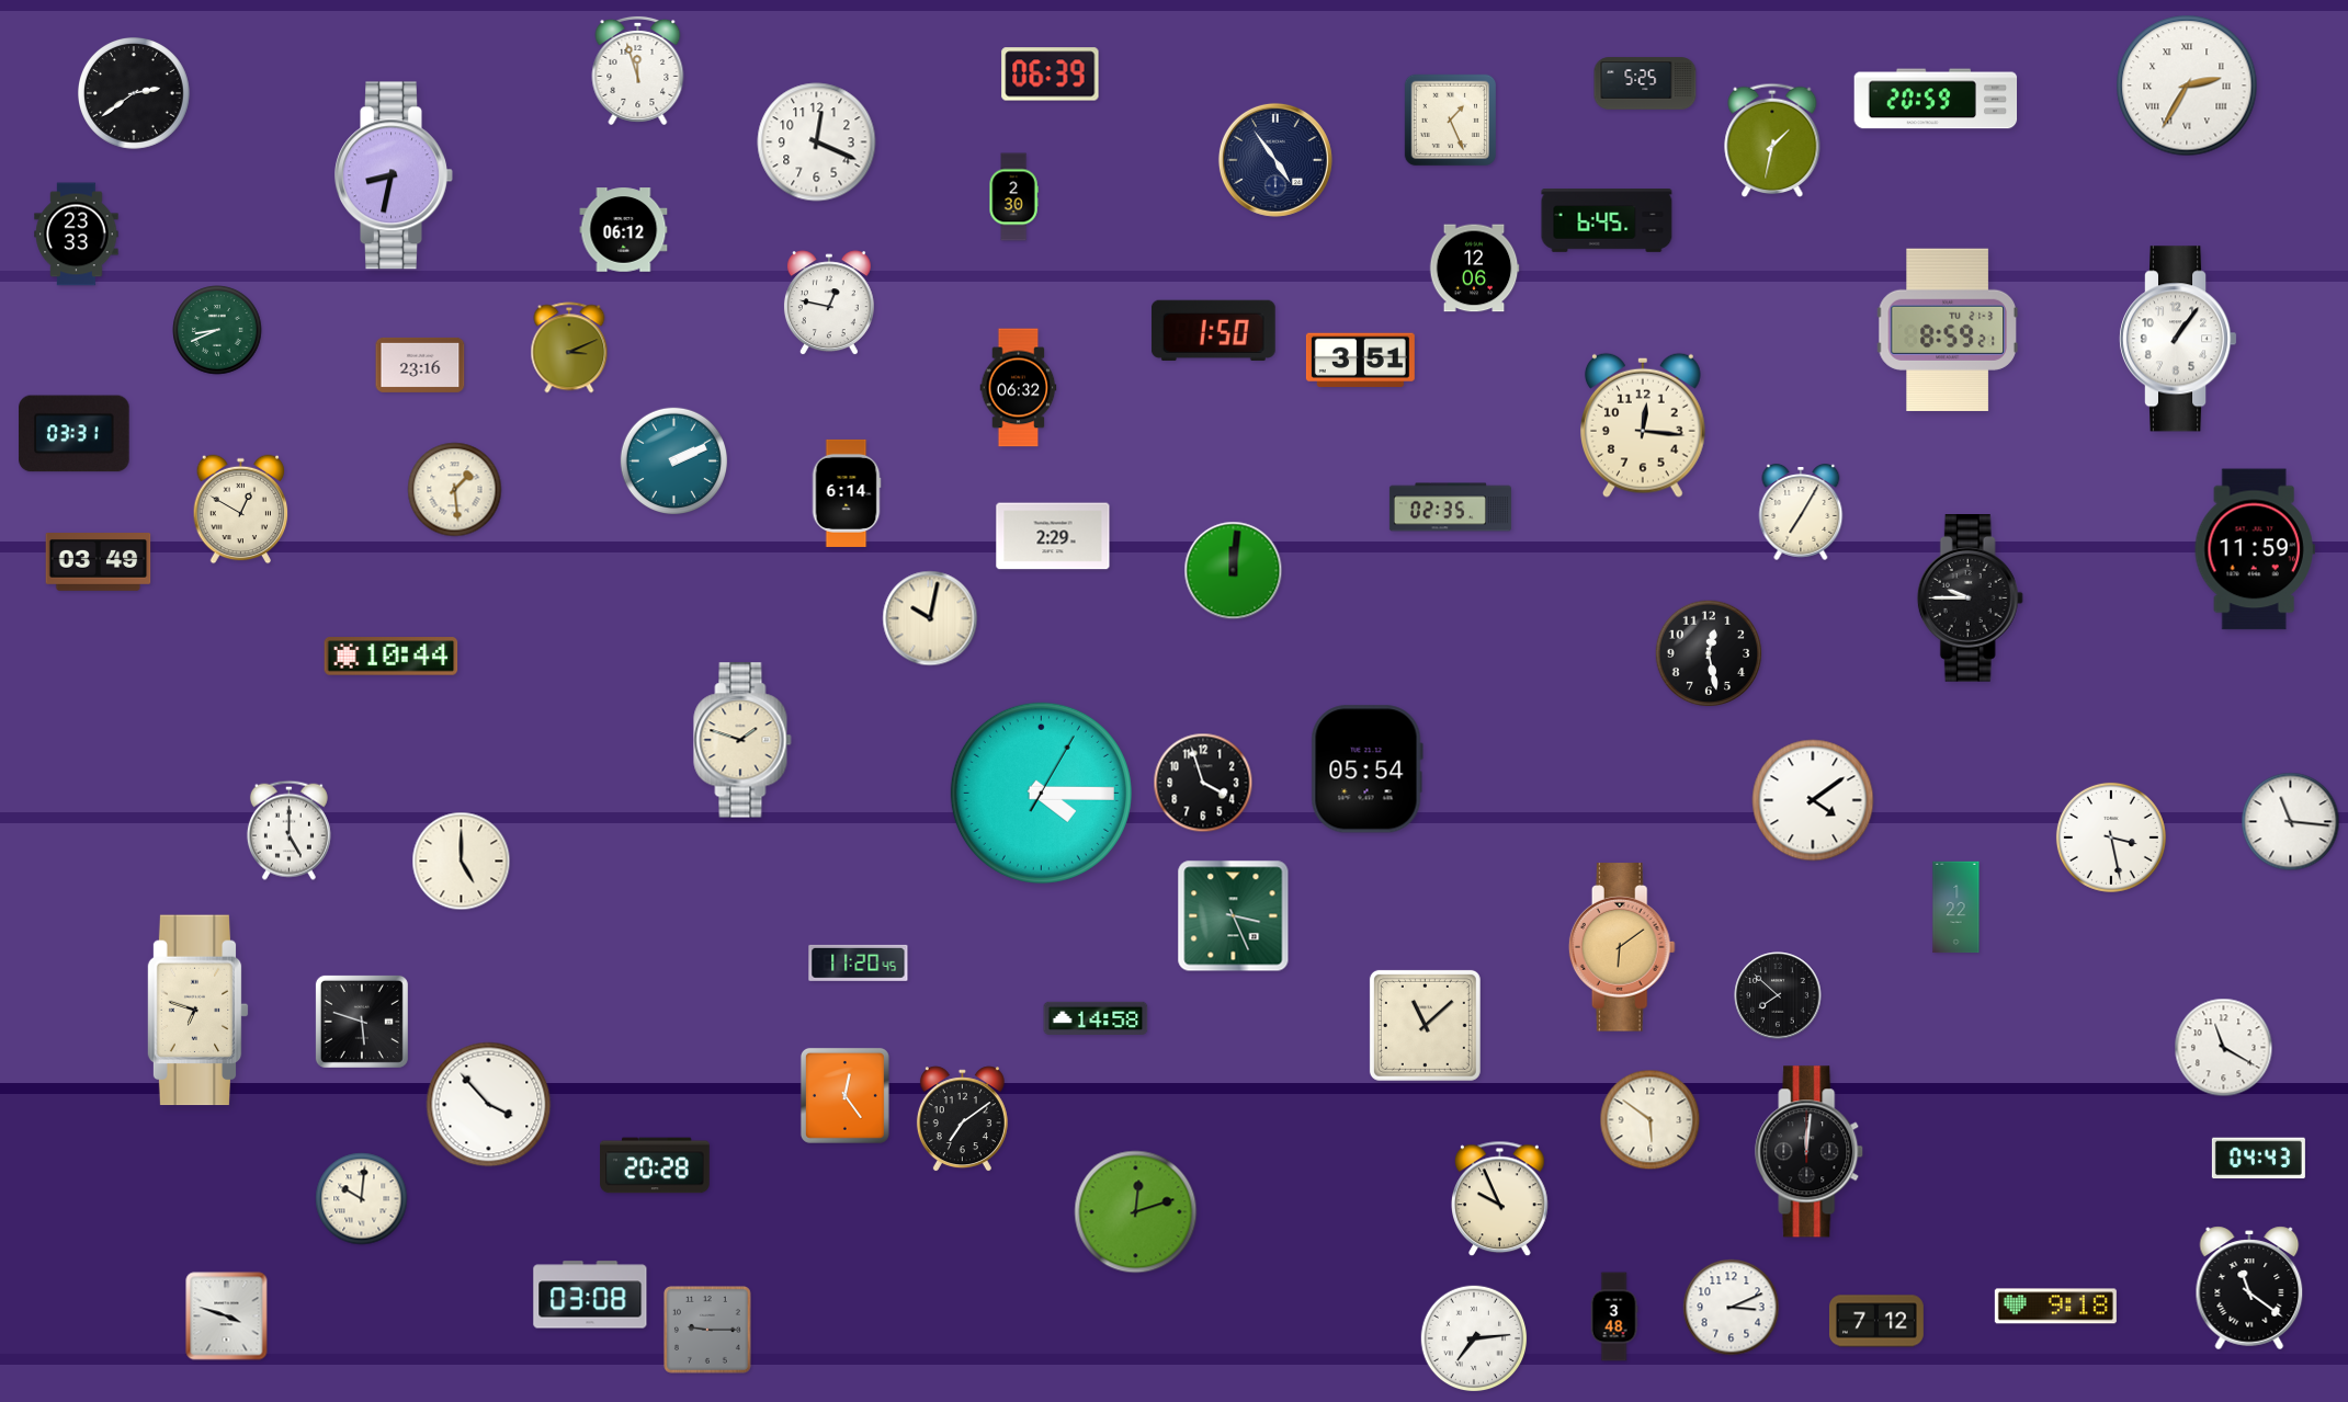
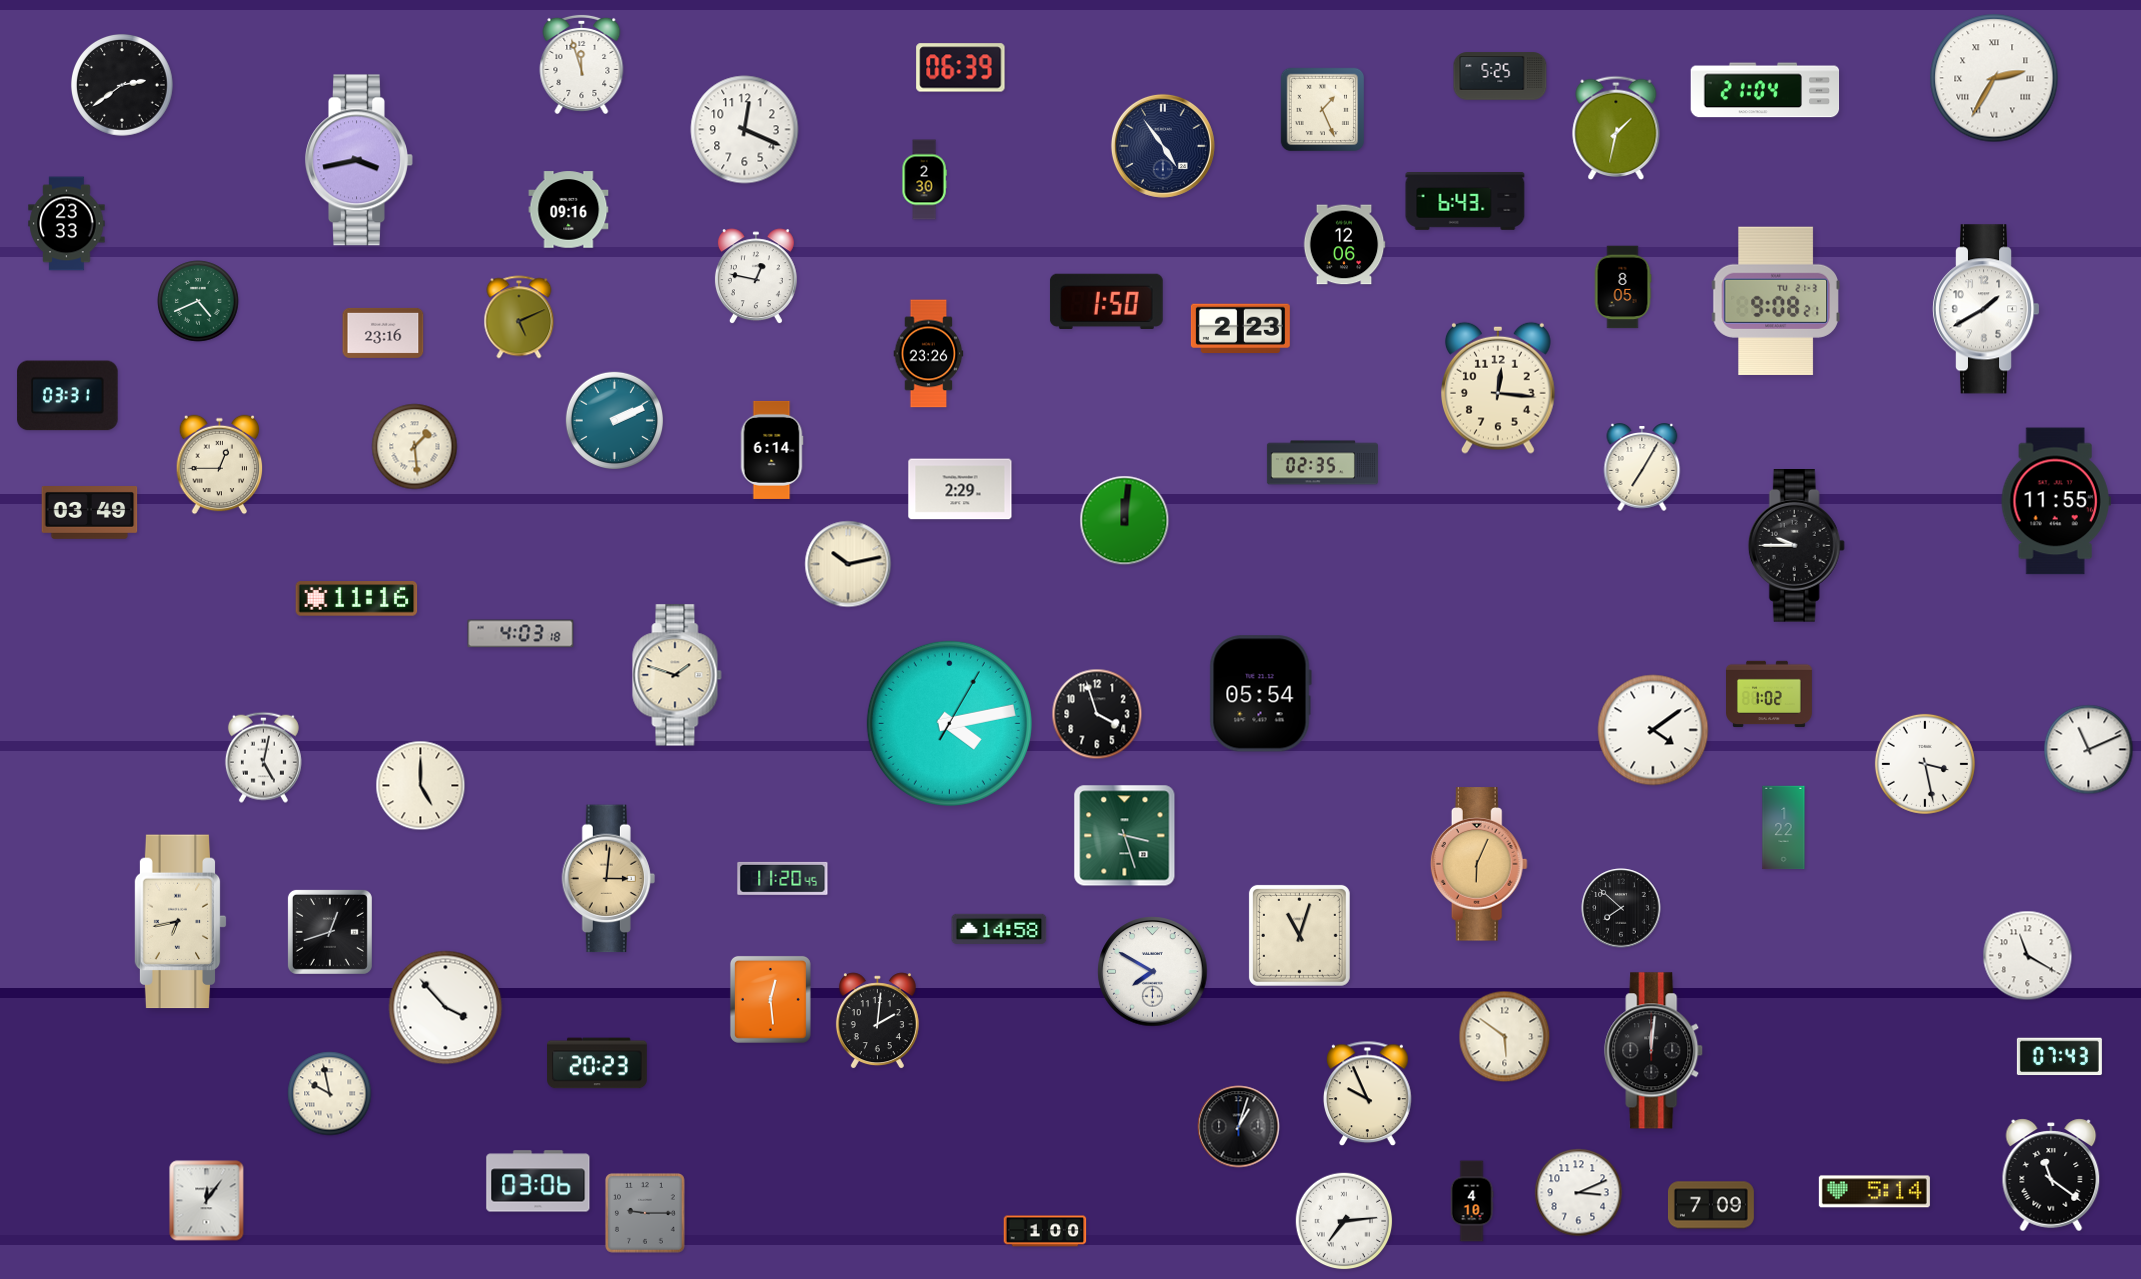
clock at (1051, 75) position: (1051, 75) -> (961, 68)
clock at (1936, 99): 20:59 -> 21:04
clock at (394, 175): 8:32 -> 3:43
clock at (1607, 221): 6:45 -> 6:43
clock at (624, 230): 06:12 -> 09:16
clock at (77, 235) position: (77, 235) -> (67, 224)
clock at (1623, 287): none -> 8:05
clock at (1948, 329): 8:59 -> 9:08
clock at (217, 330): 8:41 -> 4:41
clock at (2178, 339): 1:06 -> 1:40
clock at (569, 347): 3:11 -> 5:11
clock at (1360, 361): 3:51 -> 2:23
clock at (1019, 388): 06:32 -> 23:26
clock at (241, 510): 12:50 -> 12:45
clock at (2255, 549): 11:59 -> 11:55
clock at (930, 618): 10:02 -> 10:13
clock at (1709, 653): 12:28 -> none
clock at (392, 657): 10:44 -> 11:16
clock at (521, 634): none -> 4:03
clock at (1770, 694): none -> 1:02
clock at (1366, 770) position: (1366, 770) -> (1260, 694)
clock at (1041, 793): 4:15 -> 4:13
clock at (2291, 822): 11:16 -> 11:11
clock at (288, 830): 5:00 -> 5:02
clock at (1234, 916): 3:26 -> 3:27
clock at (1622, 947): 6:09 -> 6:04
clock at (608, 879): none -> 3:01
clock at (197, 1011): 6:48 -> 6:43
clock at (362, 1022): 5:48 -> 12:42
clock at (1425, 1025): 11:08 -> 11:03
clock at (1153, 972): none -> 7:50
clock at (844, 1095): 12:24 -> 12:29
clock at (962, 1119): 7:09 -> 2:01
clock at (1651, 1120) position: (1651, 1120) -> (1505, 1037)
clock at (1810, 1152) position: (1810, 1152) -> (1654, 1051)
clock at (2258, 1159): 04:43 -> 07:43
clock at (655, 1165): 20:28 -> 20:23
clock at (362, 1199): 10:01 -> 9:58
clock at (1136, 1212): 12:12 -> none
clock at (1239, 1127): none -> 1:03
clock at (590, 1295): 03:08 -> 03:06
clock at (2055, 1307): 9:18 -> 5:14
clock at (227, 1316): 3:48 -> 12:06
clock at (1614, 1316): 3:48 -> 4:10
clock at (1876, 1321): 7:12 -> 7:09
clock at (1045, 1231): none -> 1:00
